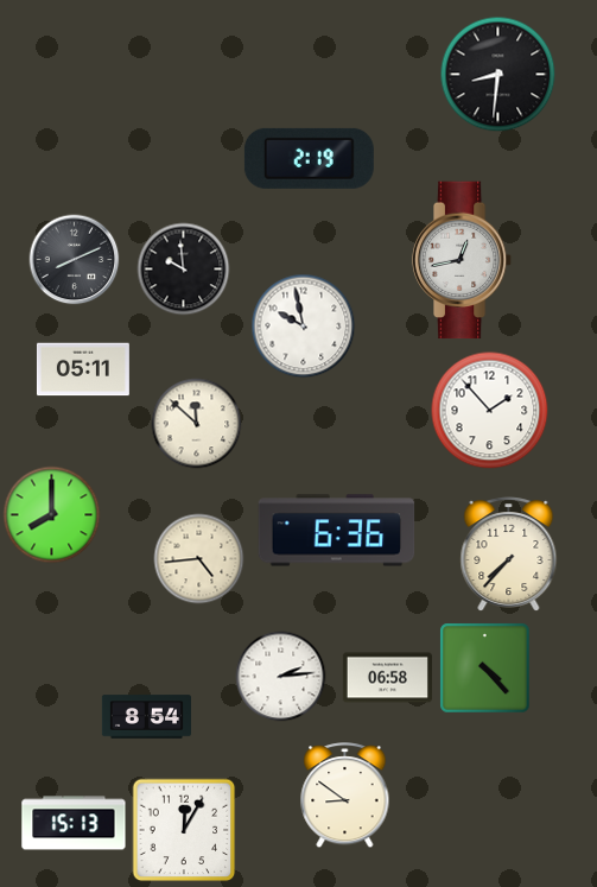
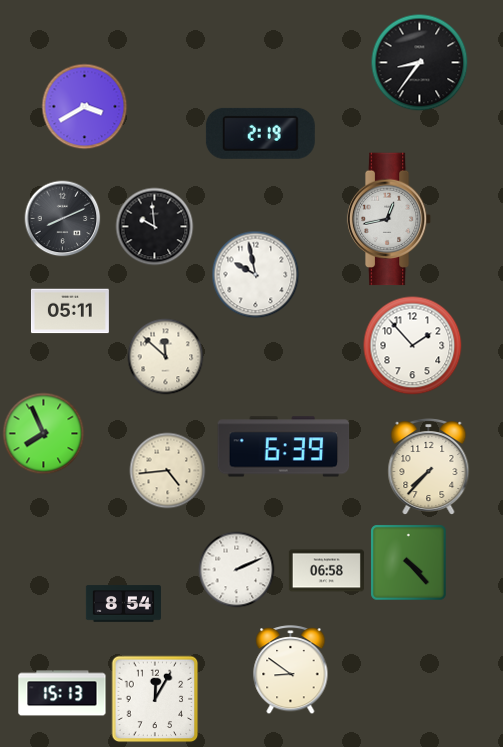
clock at (498, 75): 8:31 -> 8:36
clock at (85, 107): none -> 3:40
clock at (52, 515): 8:00 -> 7:56
clock at (337, 531): 6:36 -> 6:39
clock at (281, 677): 2:14 -> 2:11
